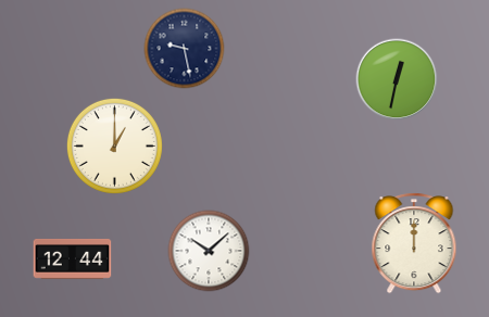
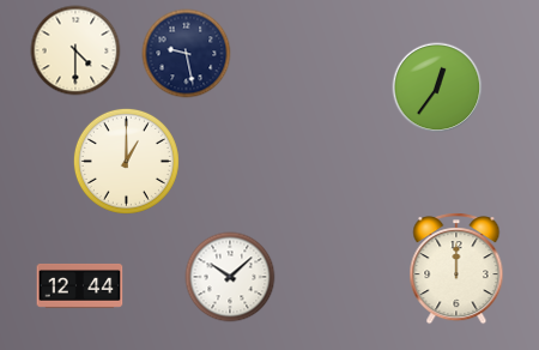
clock at (75, 50): none -> 4:30
clock at (185, 49) position: (185, 49) -> (187, 54)
clock at (397, 79): 12:32 -> 12:36
